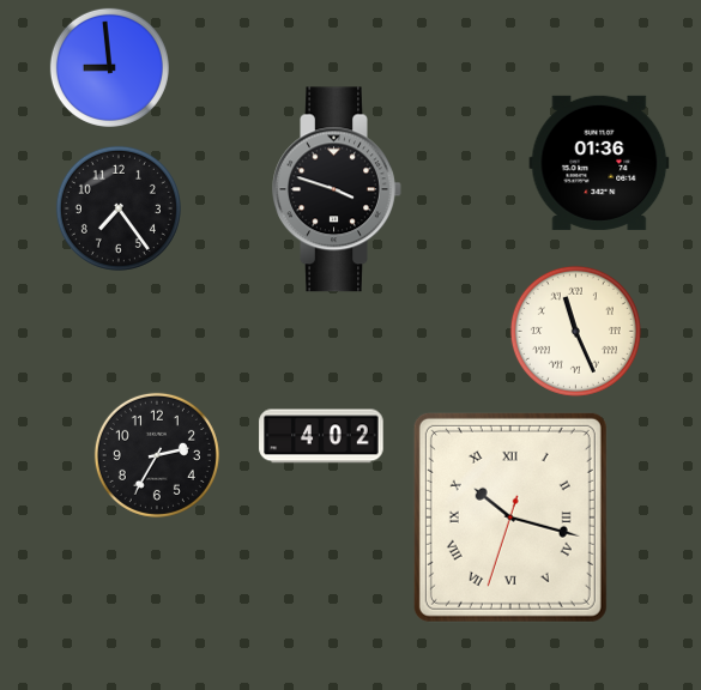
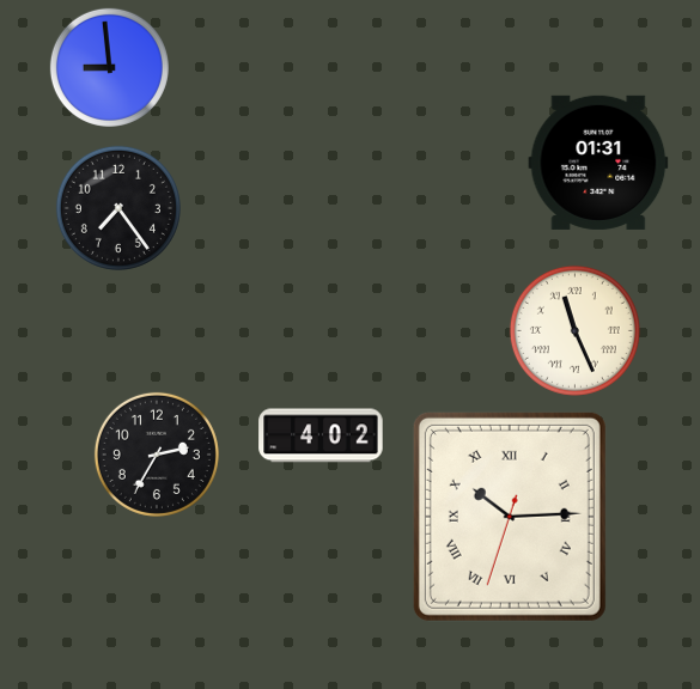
clock at (599, 163): 01:36 -> 01:31
clock at (337, 189): 3:48 -> none
clock at (510, 517): 10:17 -> 10:14
